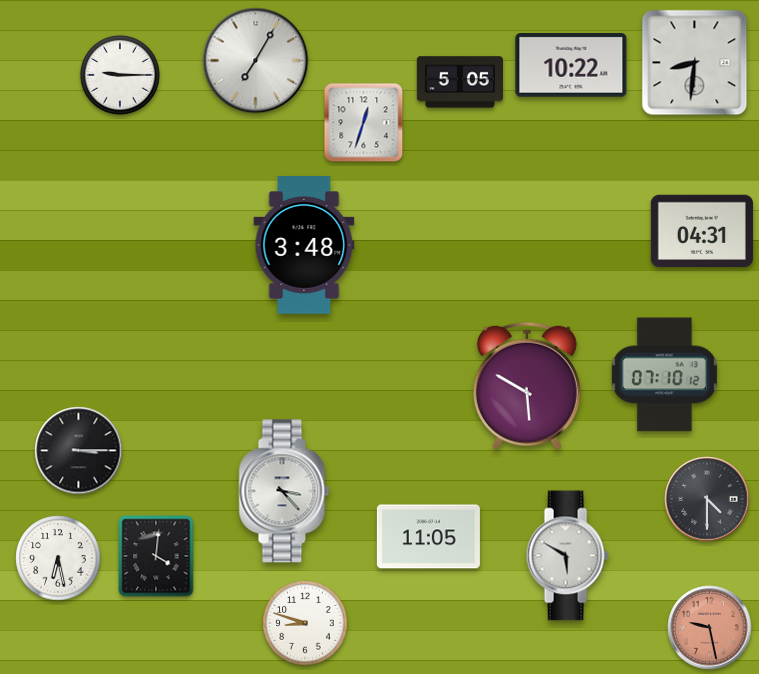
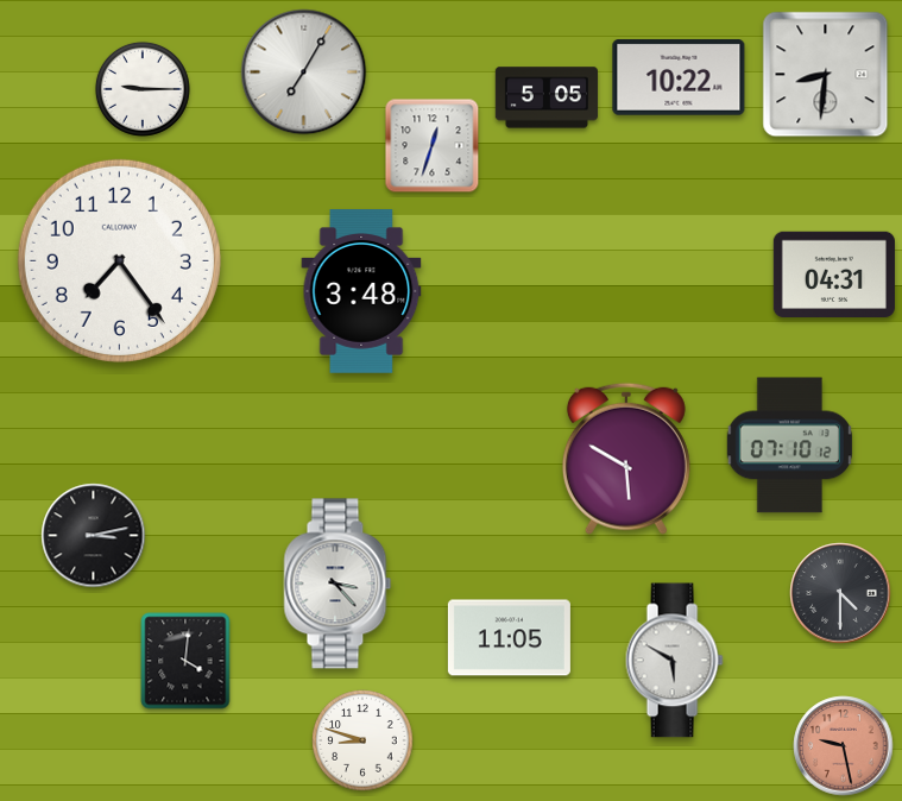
clock at (119, 260): none -> 7:24
clock at (79, 451): 3:15 -> 3:13
clock at (58, 558): 6:28 -> none
